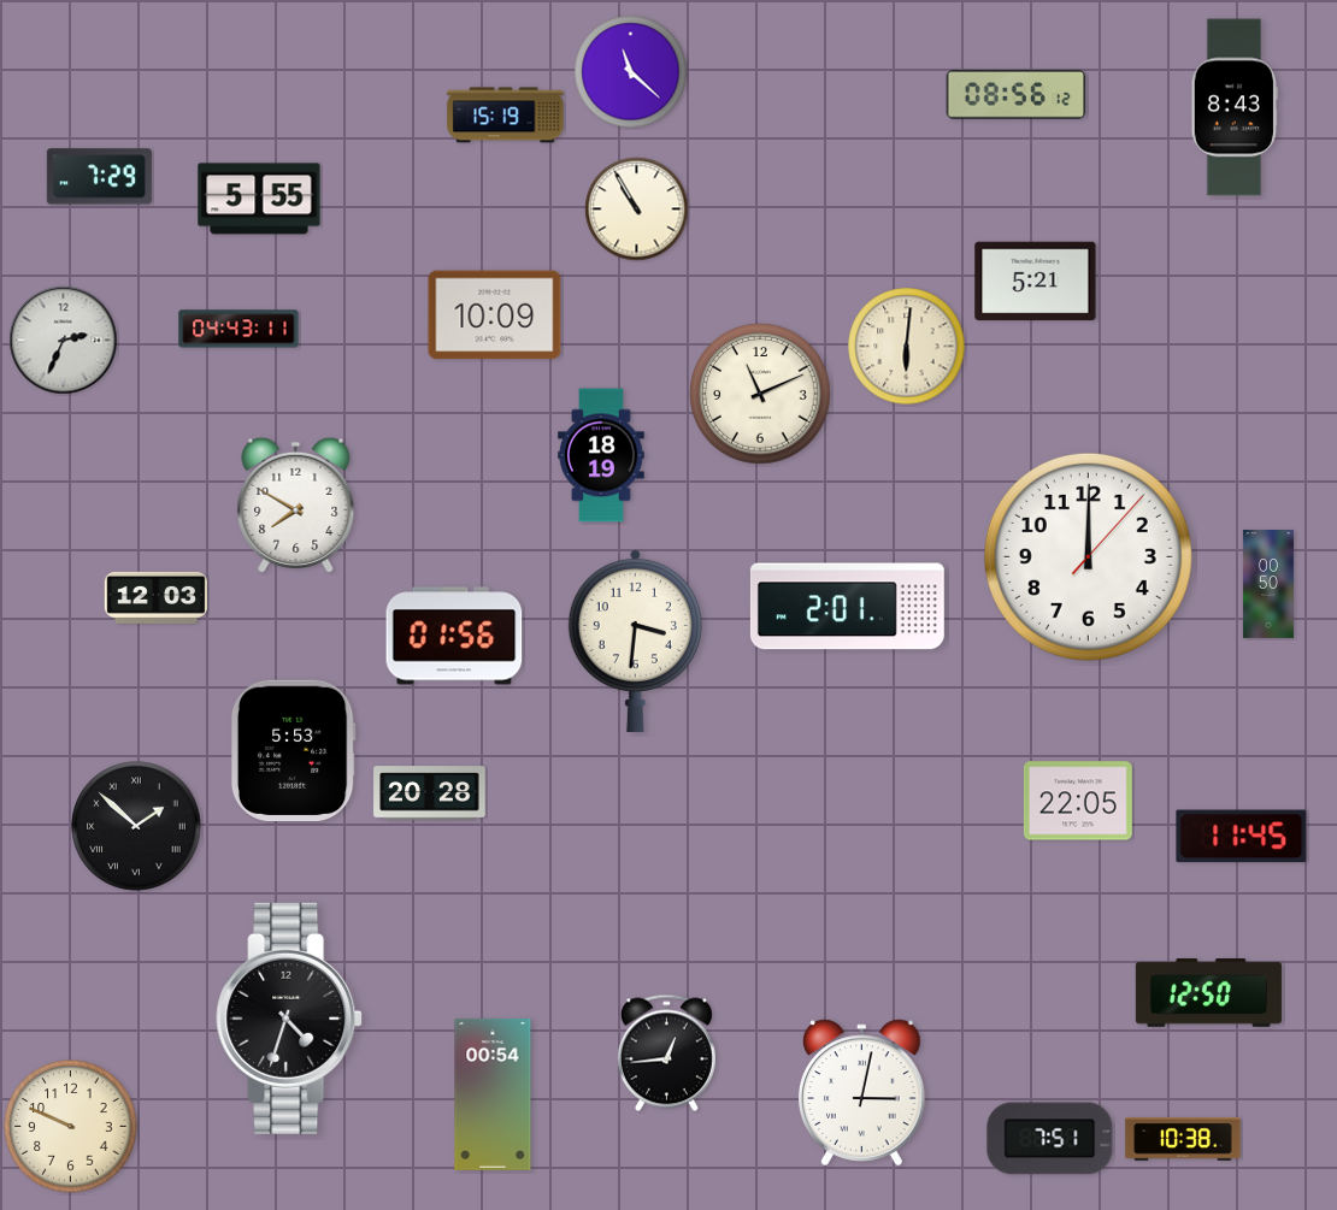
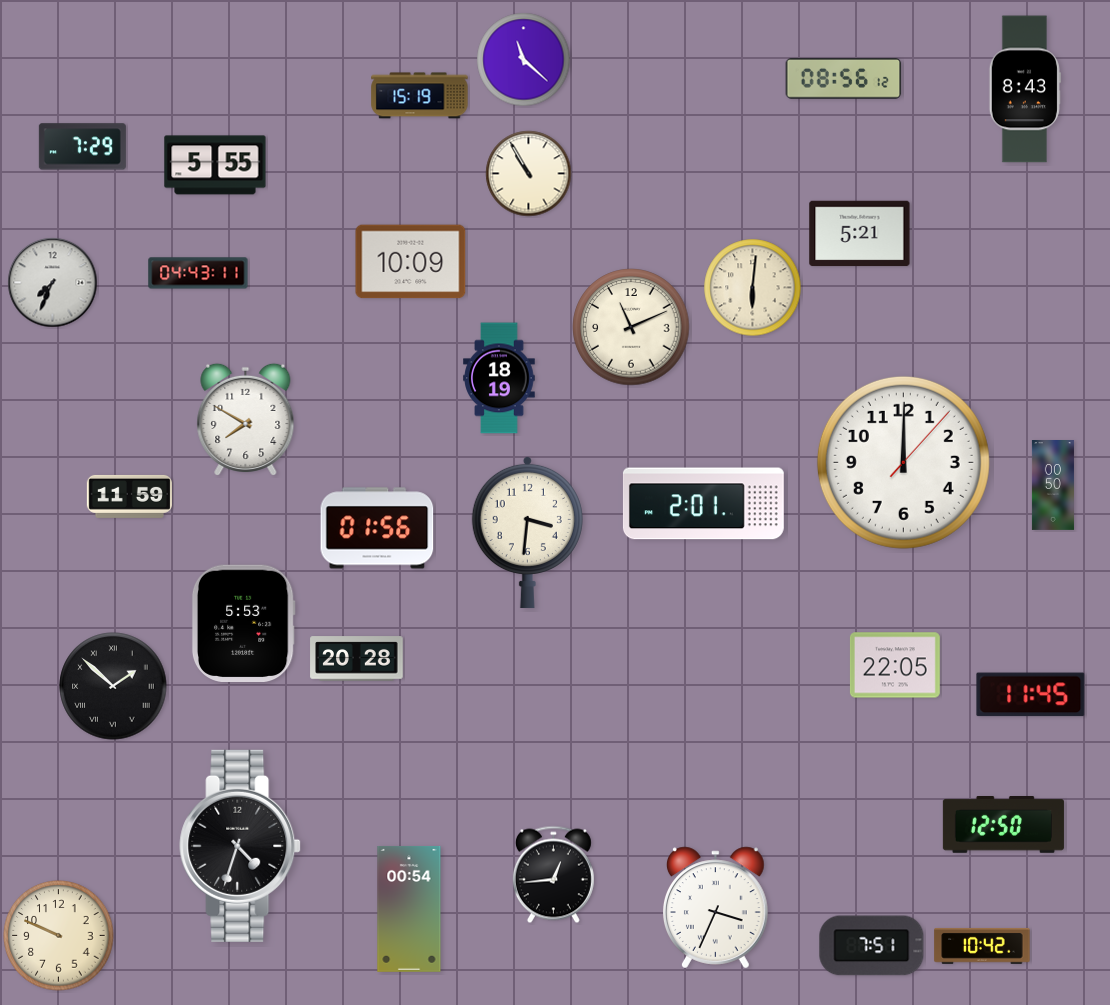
clock at (64, 341): 2:34 -> 7:34
clock at (155, 597): 12:03 -> 11:59
clock at (862, 1093): 3:02 -> 3:34
clock at (1183, 1139): 10:38 -> 10:42
